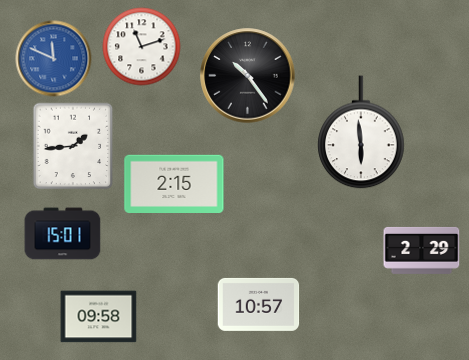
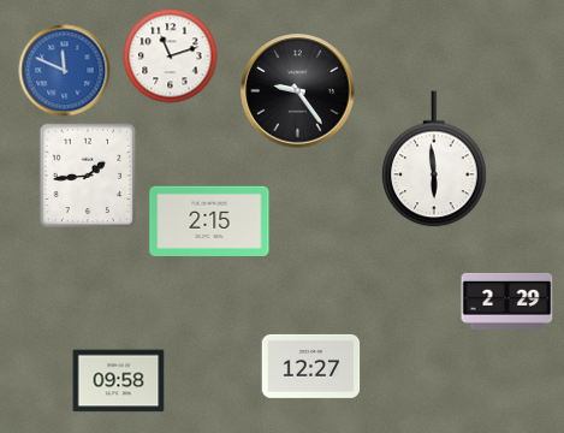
clock at (248, 76): 10:24 -> 9:24
clock at (63, 234): 15:01 -> none
clock at (259, 304): 10:57 -> 12:27
